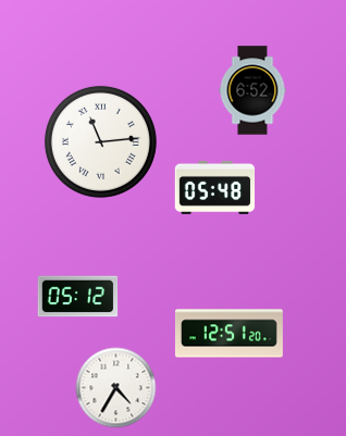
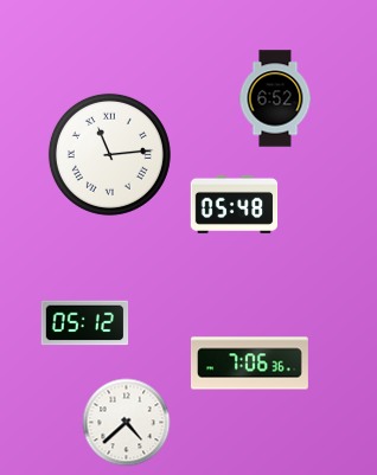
clock at (228, 334): 12:51 -> 7:06
clock at (116, 388): 4:35 -> 4:38
